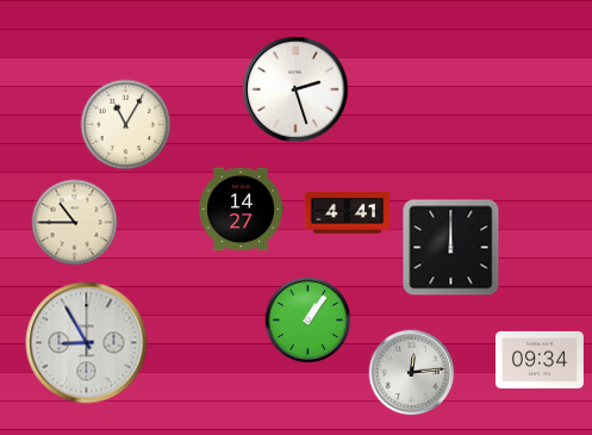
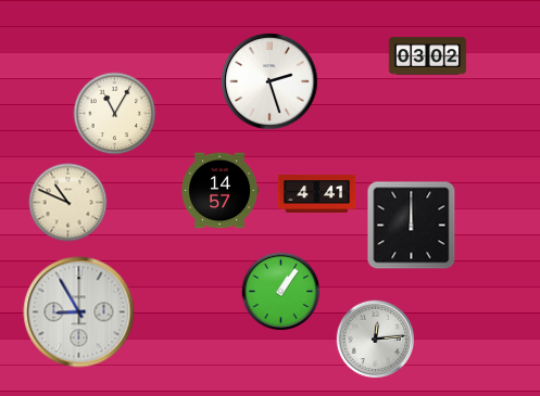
clock at (428, 56): none -> 03:02
clock at (242, 210): 14:27 -> 14:57
clock at (75, 223): 10:45 -> 10:49
clock at (540, 360): 09:34 -> none
